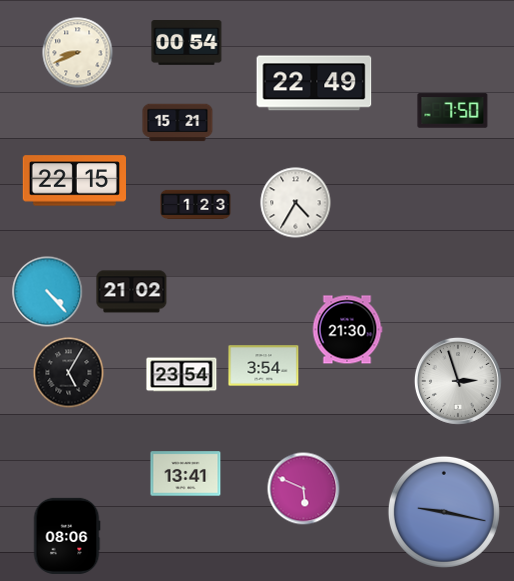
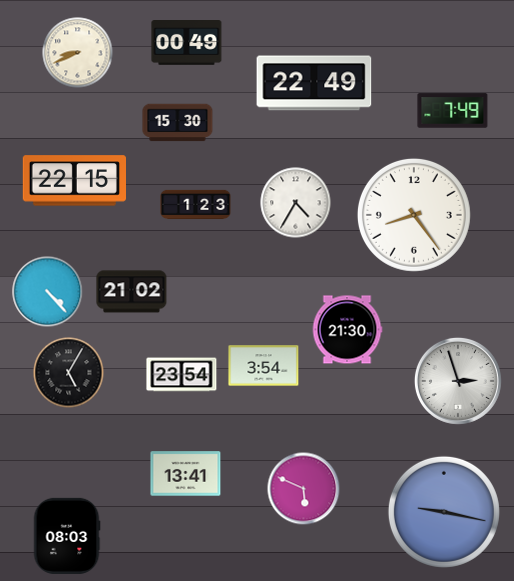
clock at (187, 43): 00:54 -> 00:49
clock at (453, 111): 7:50 -> 7:49
clock at (178, 123): 15:21 -> 15:30
clock at (414, 215): none -> 8:24
clock at (67, 536): 08:06 -> 08:03
